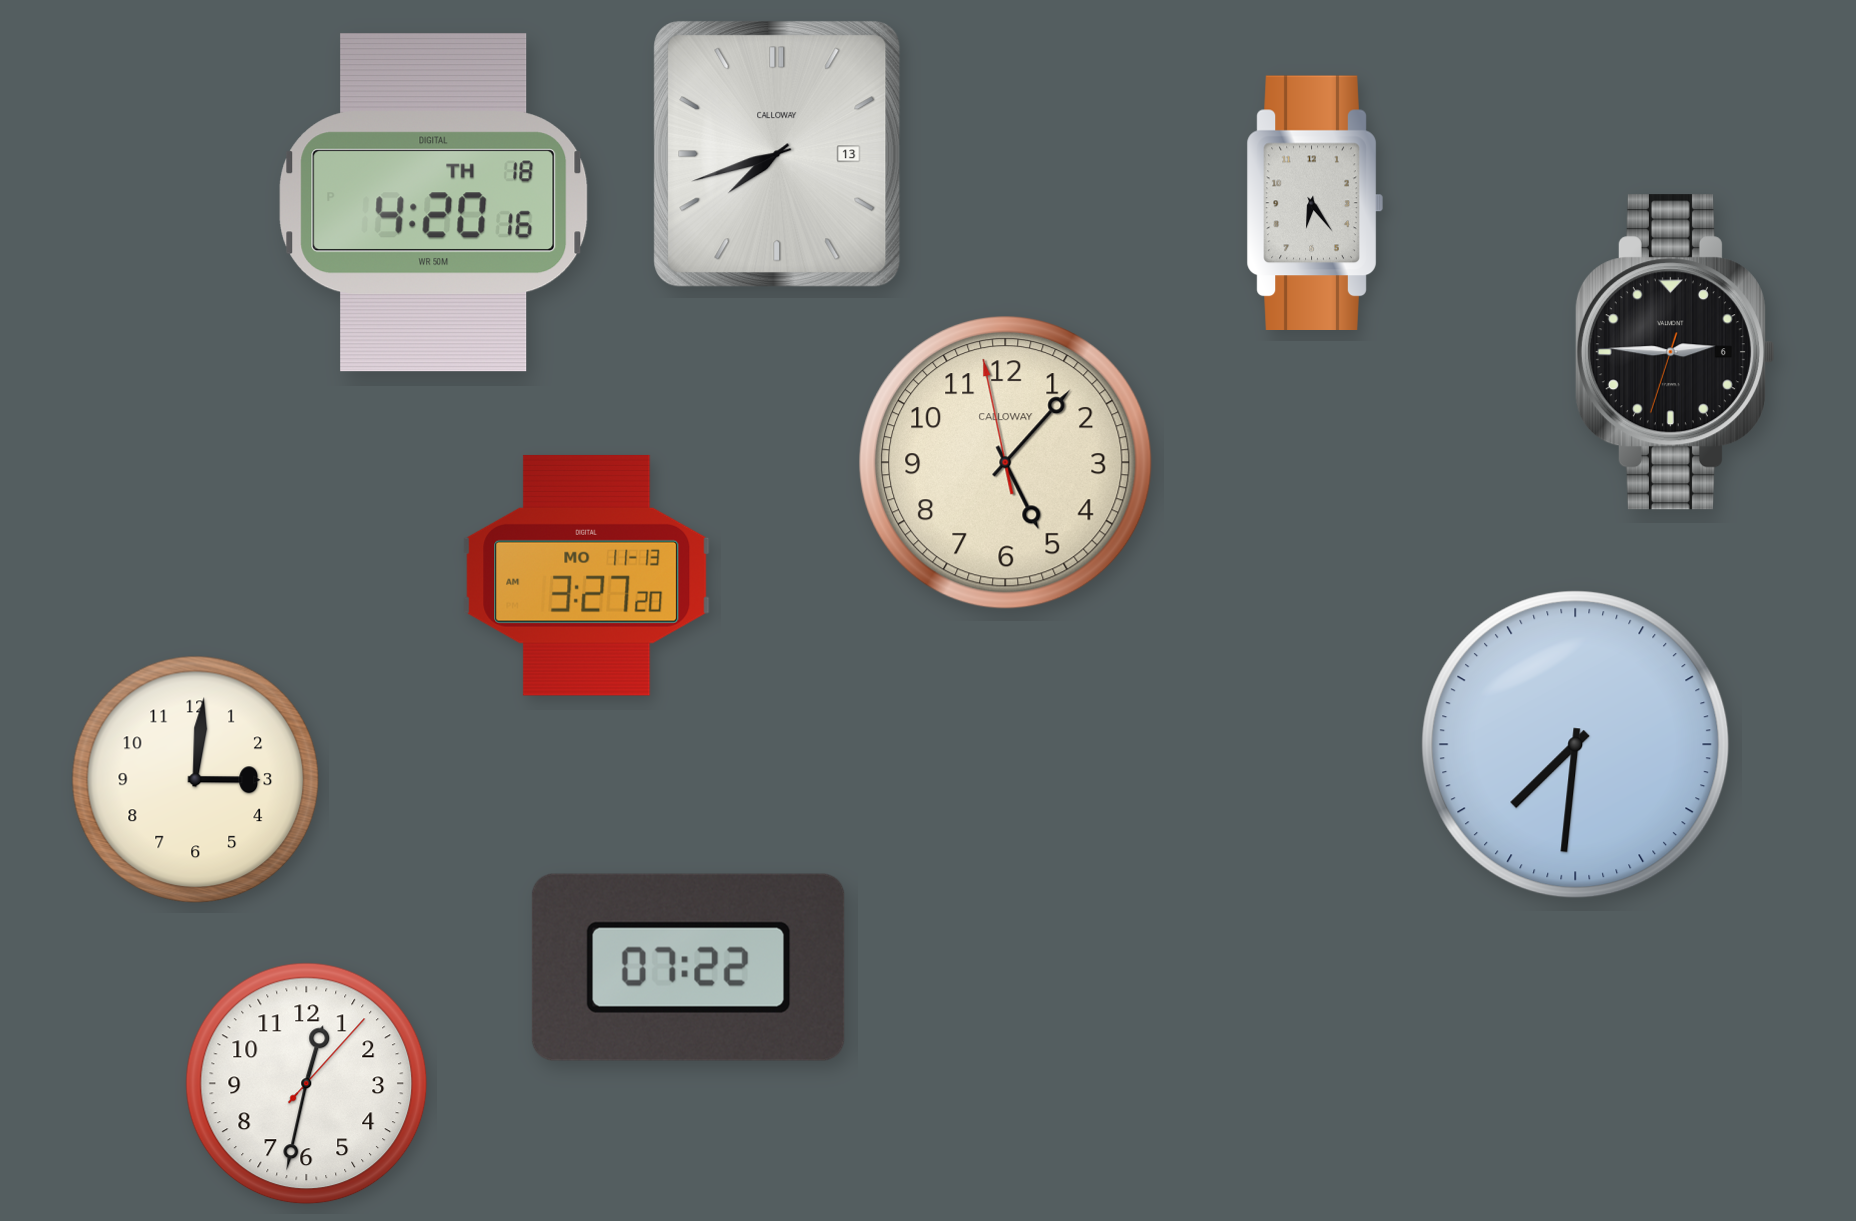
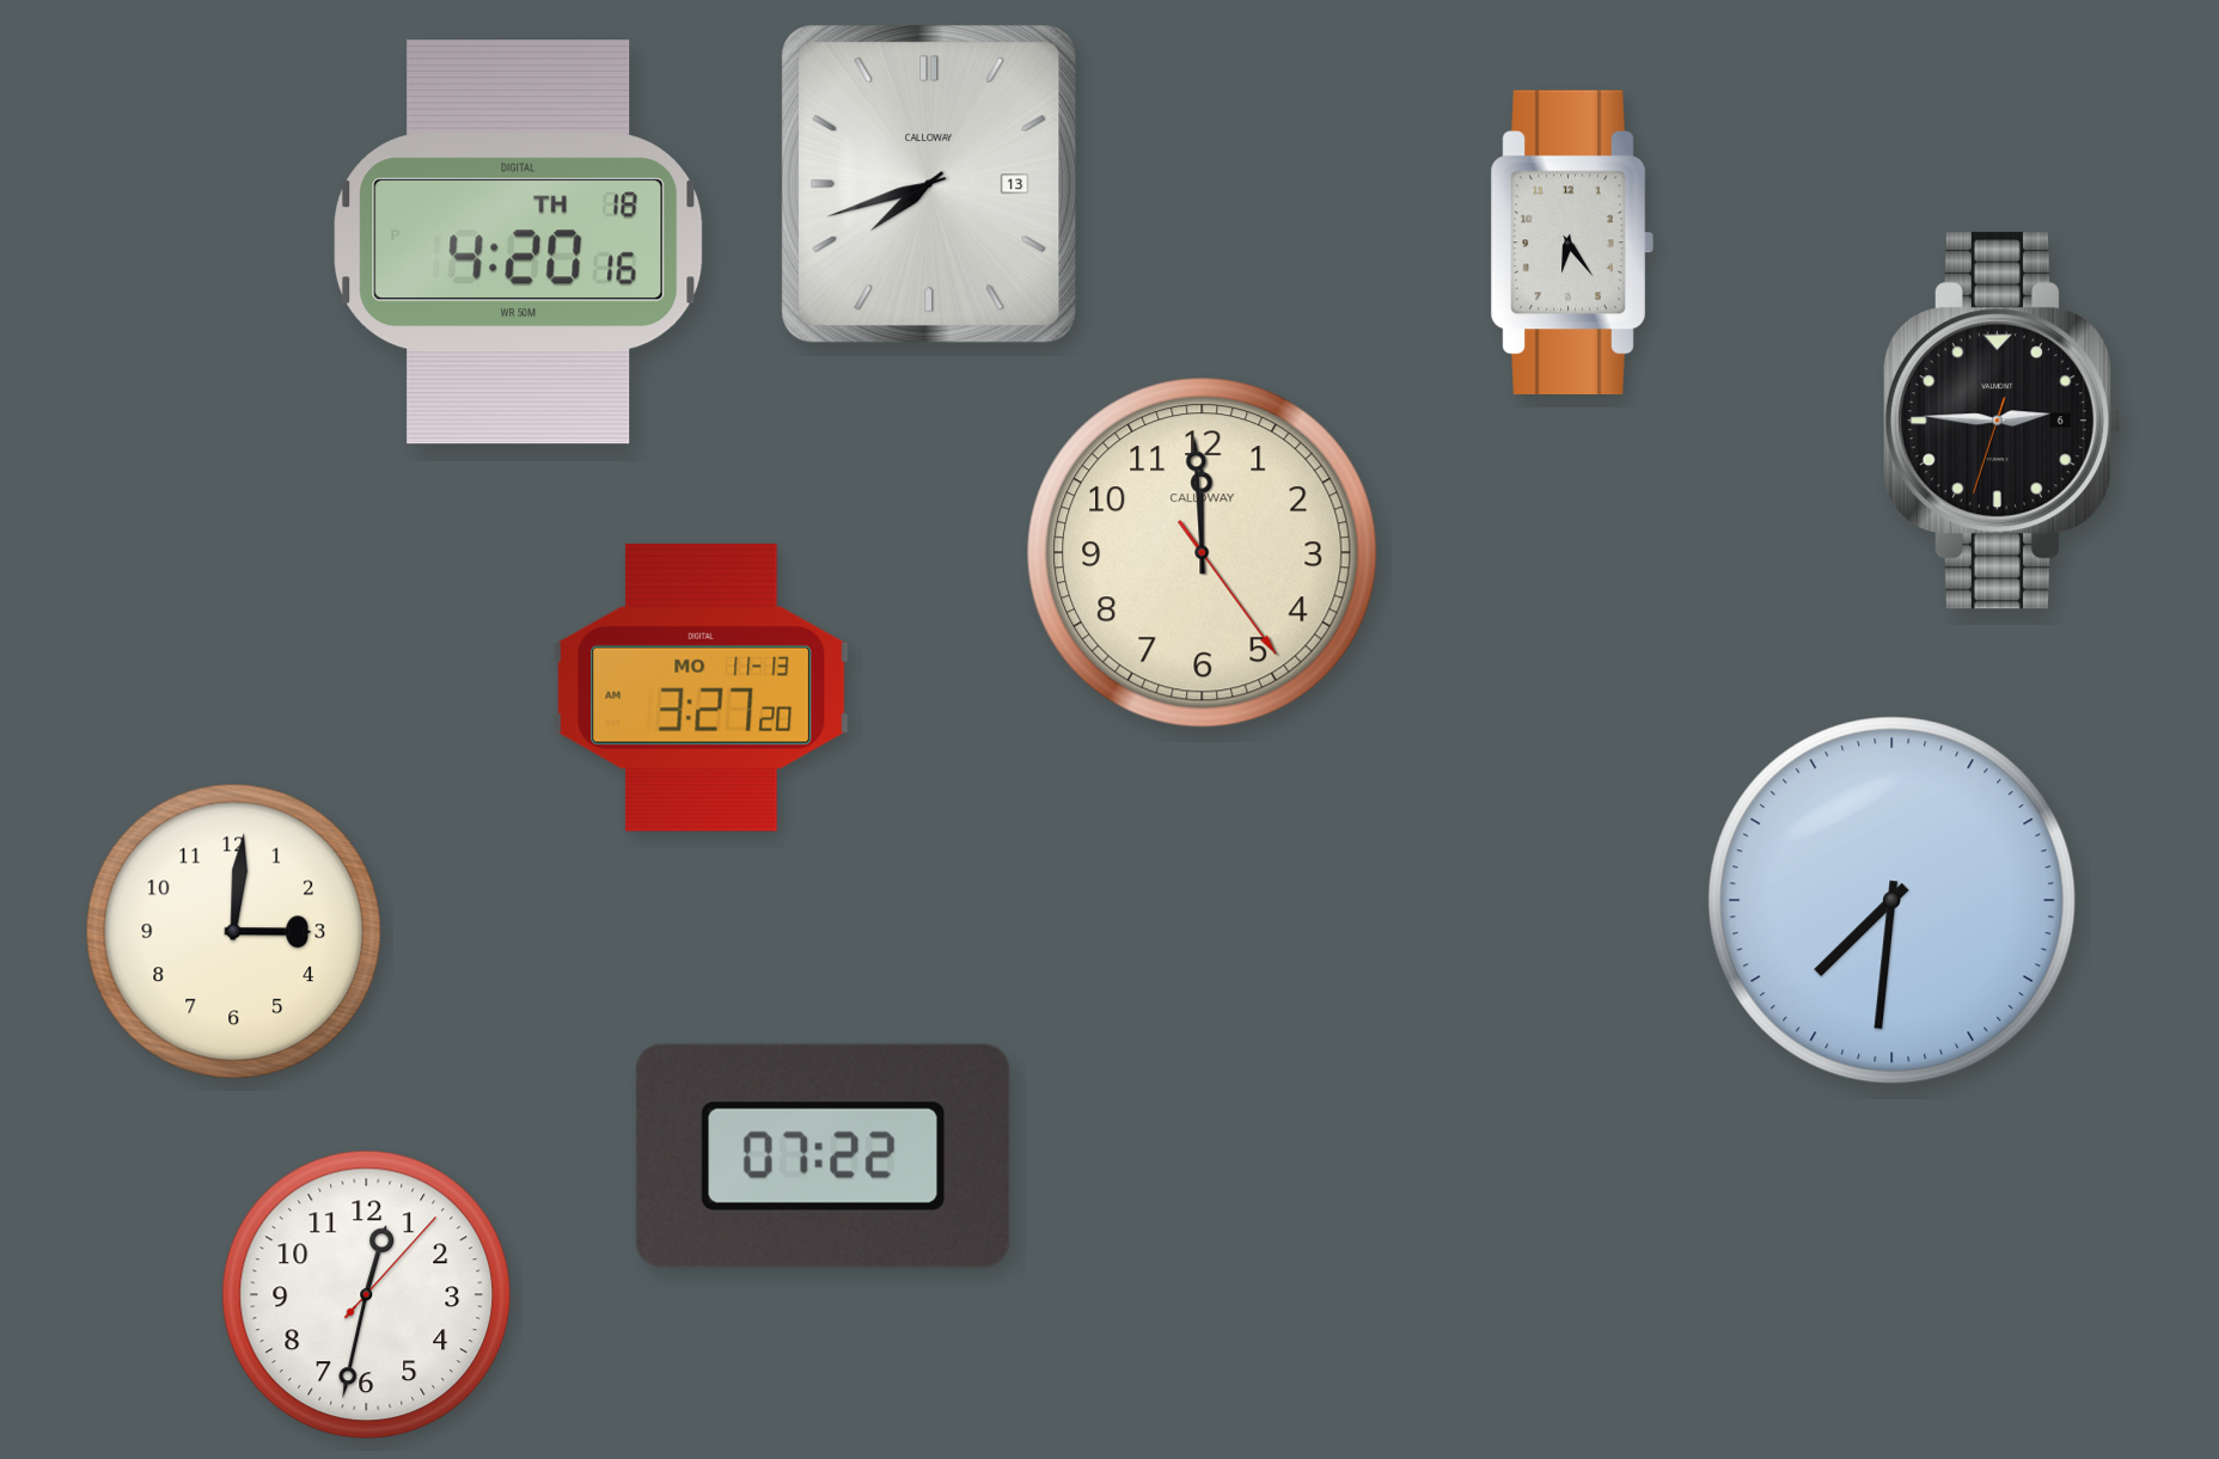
clock at (1006, 463): 5:06 -> 11:59
clock at (1576, 745) position: (1576, 745) -> (1893, 901)
